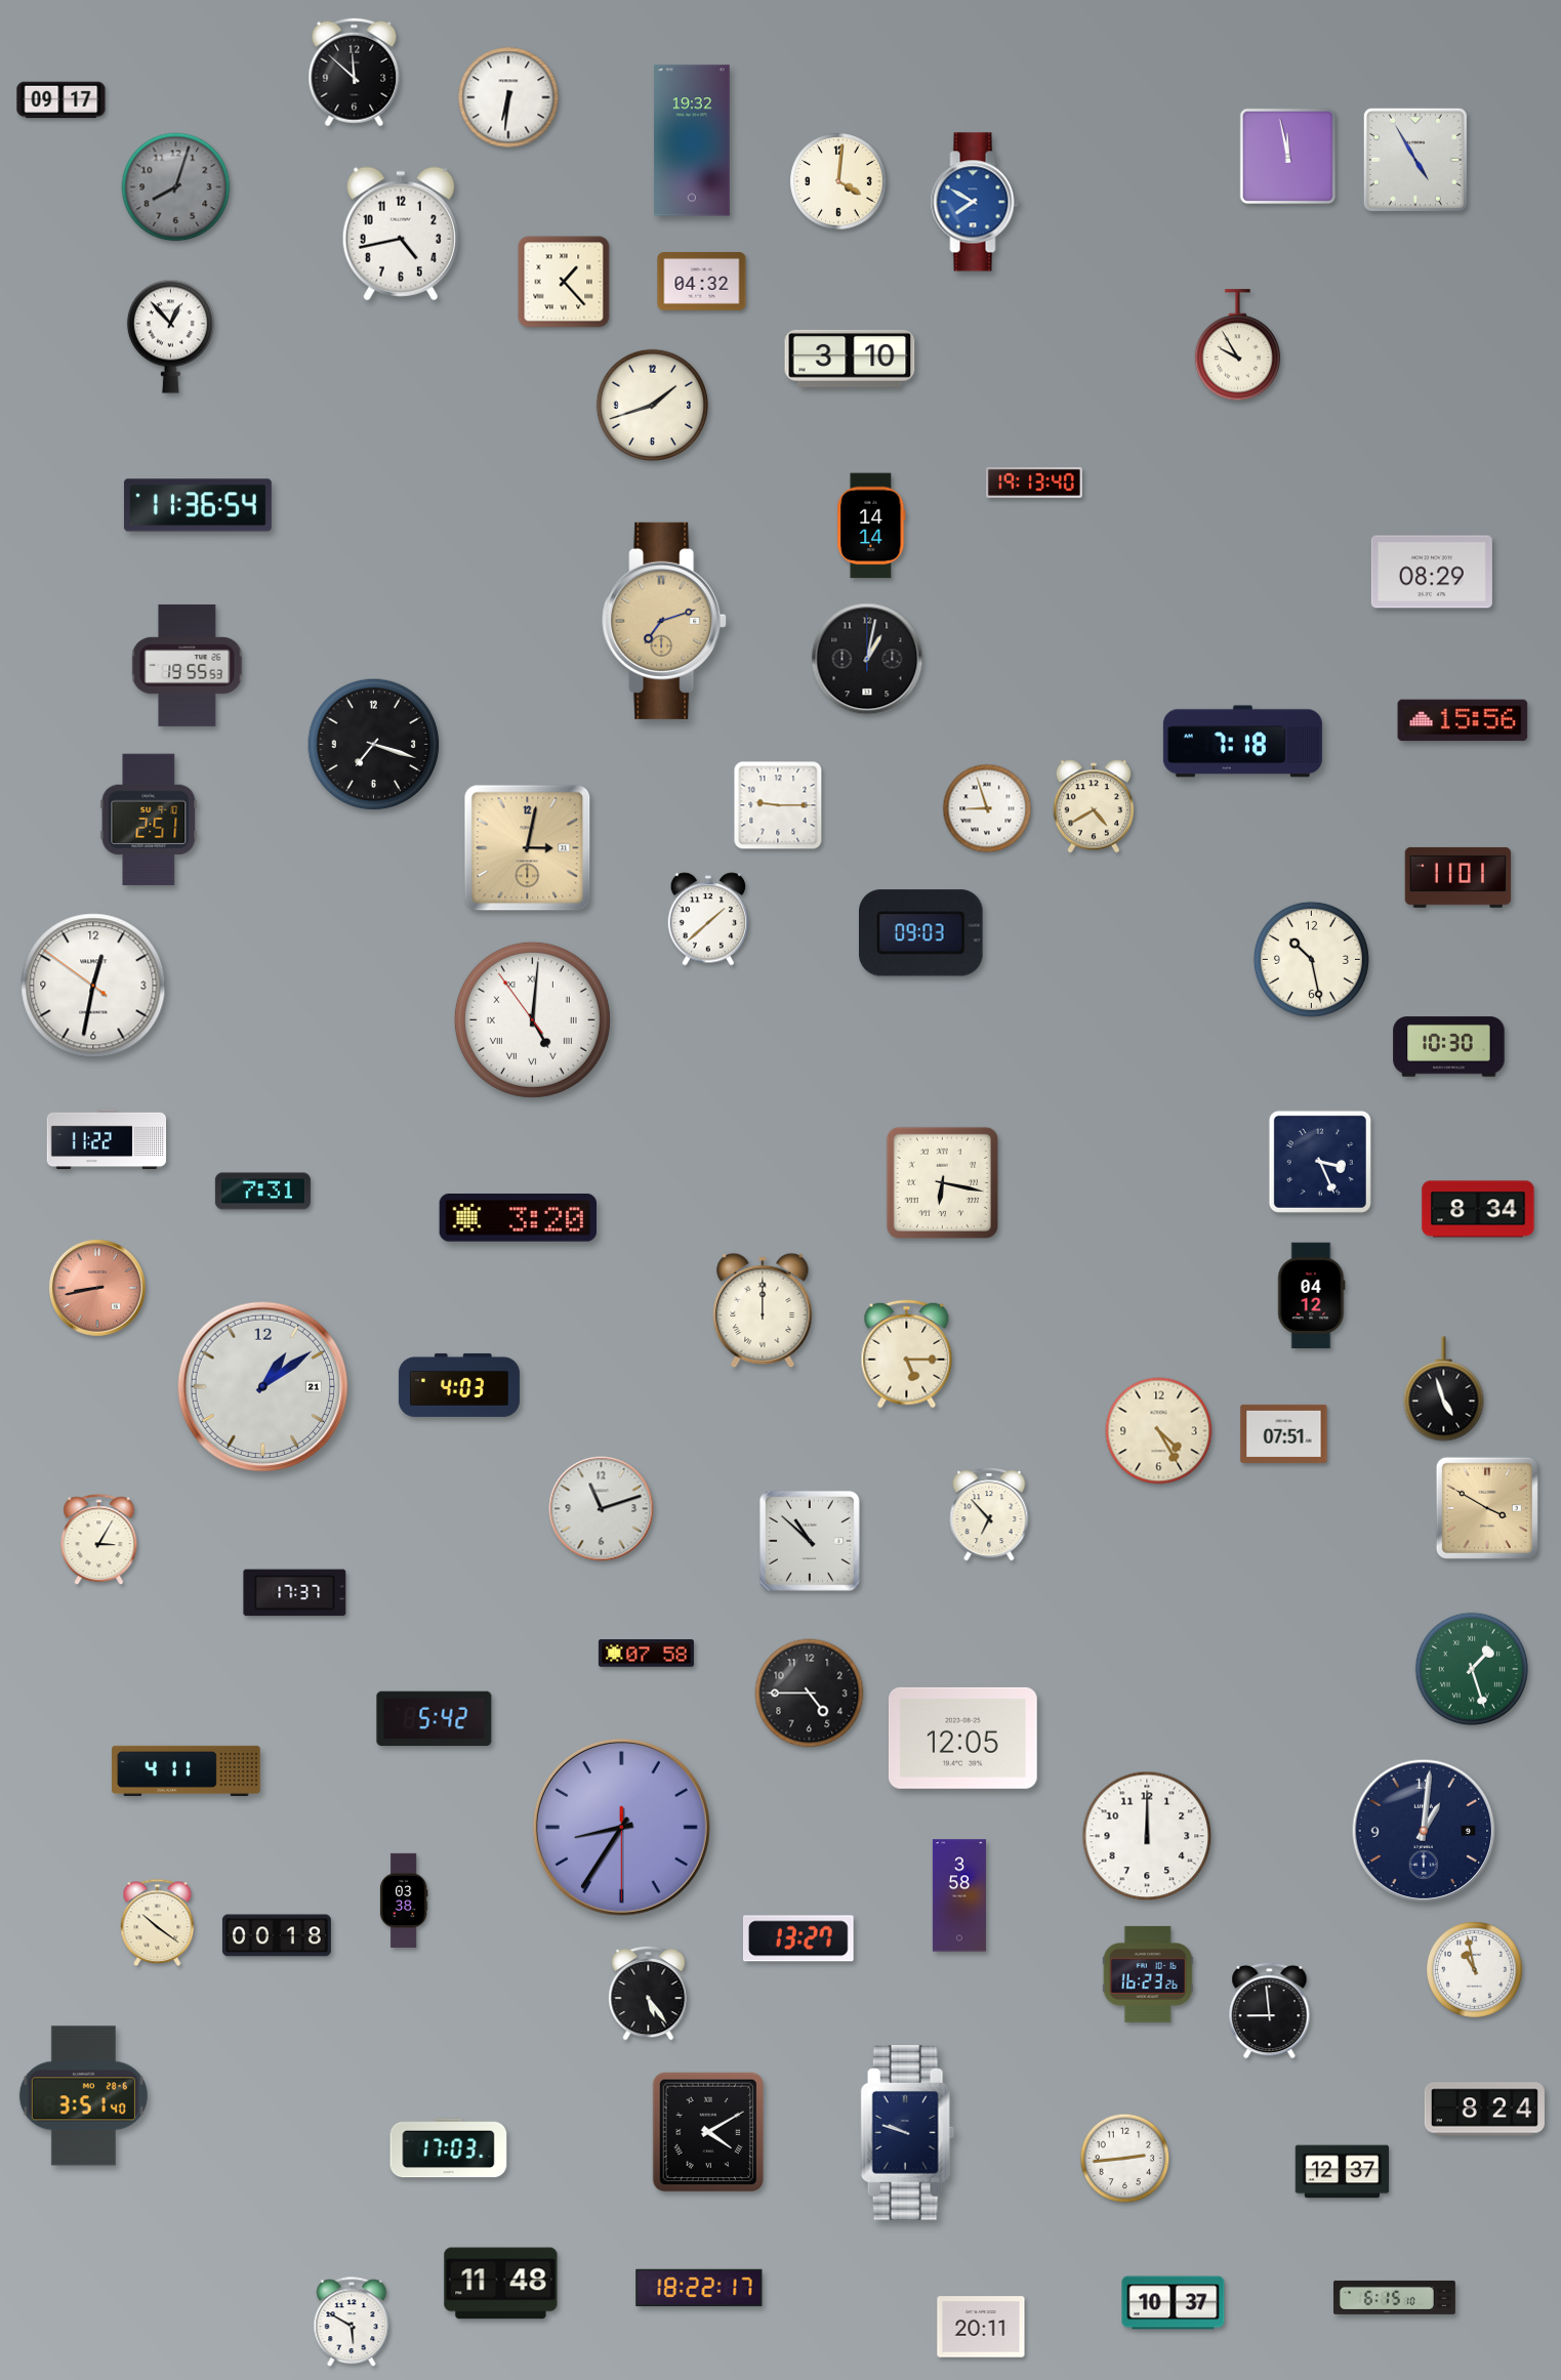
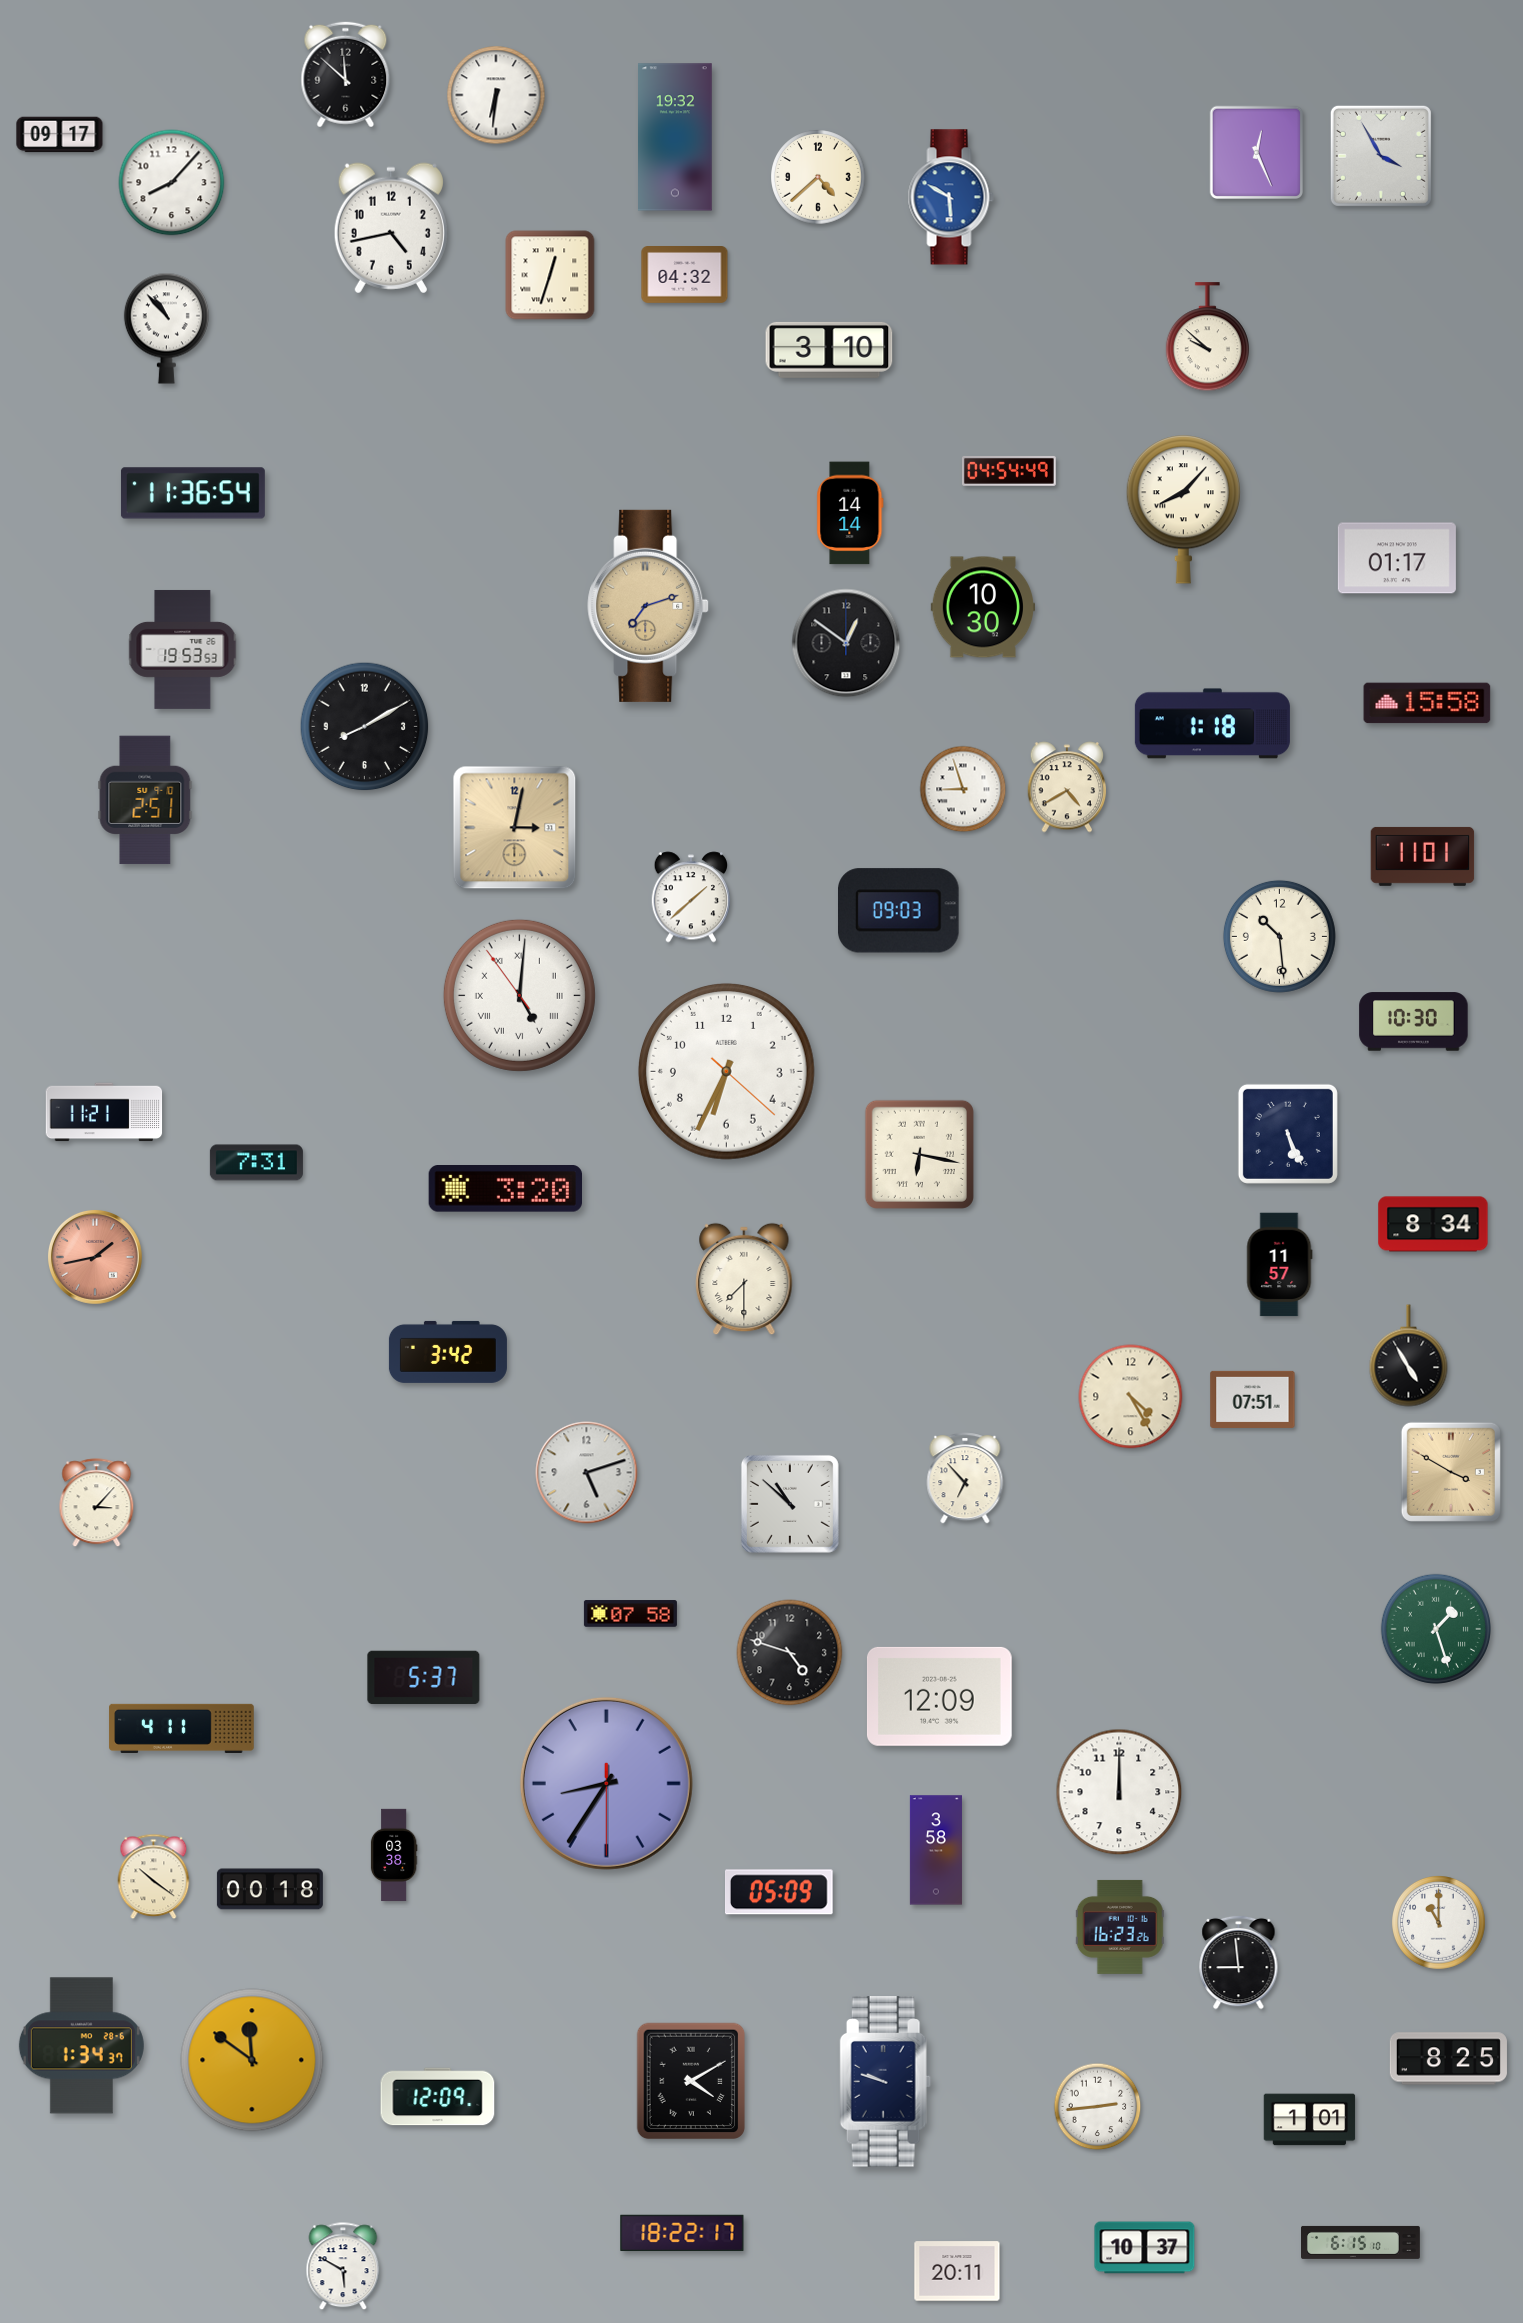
clock at (355, 73) position: (355, 73) -> (346, 75)
clock at (61, 100) position: (61, 100) -> (60, 135)
clock at (1287, 156): 11:58 -> 12:26
clock at (1415, 160): 4:55 -> 3:55
clock at (838, 181): 4:01 -> 4:38
clock at (176, 187): 8:03 -> 8:07
clock at (176, 187) dial: grey -> white
clock at (975, 202): 7:50 -> 5:50
clock at (564, 282): 1:23 -> 12:33
clock at (170, 336): 12:53 -> 10:53
clock at (1237, 345): 9:55 -> 9:52
clock at (653, 406): 1:42 -> none
clock at (1034, 483): 19:13 -> 04:54
clock at (1183, 510): none -> 8:07
clock at (1432, 572): 08:29 -> 01:17
clock at (982, 607): none -> 10:30
clock at (867, 659): 1:02 -> 12:51
clock at (188, 665): 19:55 -> 19:53
clock at (1463, 720): 15:56 -> 15:58
clock at (1242, 742): 7:18 -> 1:18
clock at (374, 745): 7:18 -> 8:10
clock at (778, 805): 9:15 -> none
clock at (1311, 959): 10:28 -> 10:29
clock at (93, 986): 12:31 -> none
clock at (727, 1072): none -> 6:34
clock at (107, 1139): 11:22 -> 11:21
clock at (1320, 1162): 3:26 -> 5:26
clock at (1478, 1209) position: (1478, 1209) -> (1433, 1224)
clock at (97, 1288): 8:43 -> 1:43
clock at (1312, 1296): 04:12 -> 11:57
clock at (763, 1310): 12:00 -> 7:30
clock at (907, 1354): 5:15 -> none
clock at (459, 1385): 4:03 -> 3:42
clock at (262, 1386): 1:09 -> none
clock at (1444, 1389): 4:57 -> 4:55
clock at (602, 1509): 11:12 -> 5:12
clock at (99, 1540): 3:05 -> 3:07
clock at (295, 1593): 17:37 -> none
clock at (810, 1694): 4:45 -> 4:48
clock at (435, 1719): 5:42 -> 5:37
clock at (962, 1738): 12:05 -> 12:09
clock at (1424, 1831): 1:01 -> none
clock at (799, 1938): 13:27 -> 05:09
clock at (1475, 1970): 10:58 -> 11:00
clock at (649, 1994): 5:24 -> none
clock at (83, 2096): 3:51 -> 1:34
clock at (1484, 2110): 8:24 -> 8:25
clock at (252, 2060): none -> 11:51
clock at (449, 2148): 17:03 -> 12:09
clock at (1343, 2172): 12:37 -> 1:01
clock at (501, 2284): 11:48 -> none
